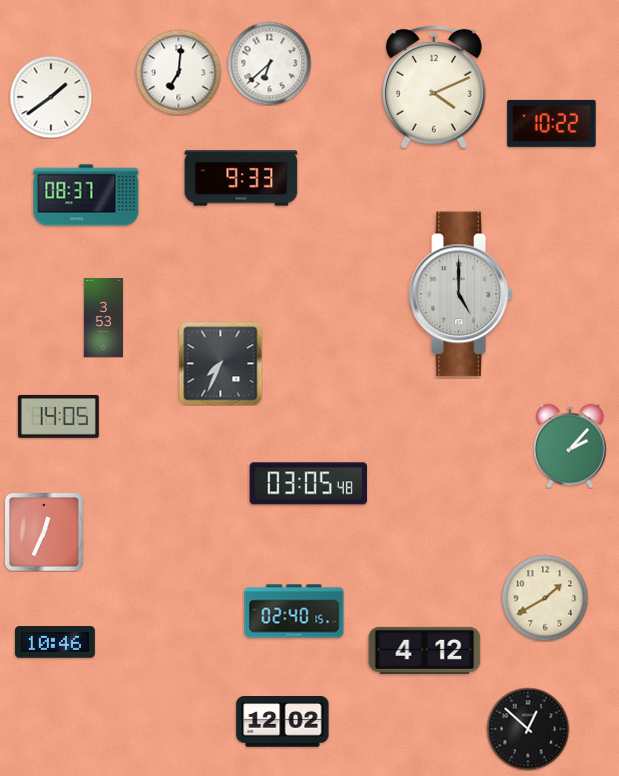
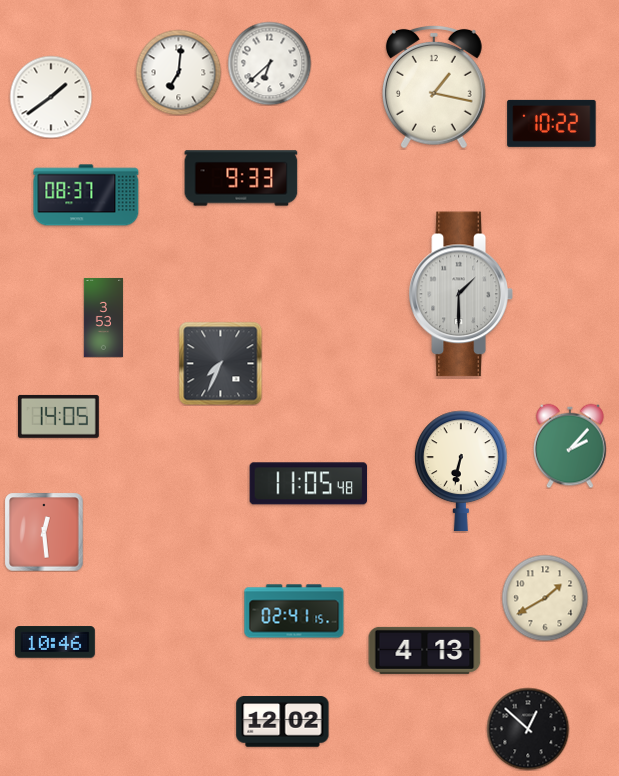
clock at (434, 87): 4:11 -> 1:17
clock at (461, 294): 5:00 -> 1:30
clock at (461, 471): none -> 6:32
clock at (309, 484): 03:05 -> 11:05
clock at (44, 532): 12:34 -> 12:29
clock at (294, 611): 02:40 -> 02:41
clock at (425, 650): 4:12 -> 4:13
